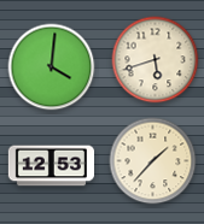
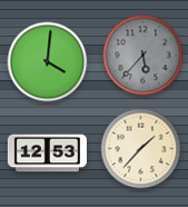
clock at (156, 60): 5:42 -> 5:37
clock at (156, 60) dial: cream -> grey
